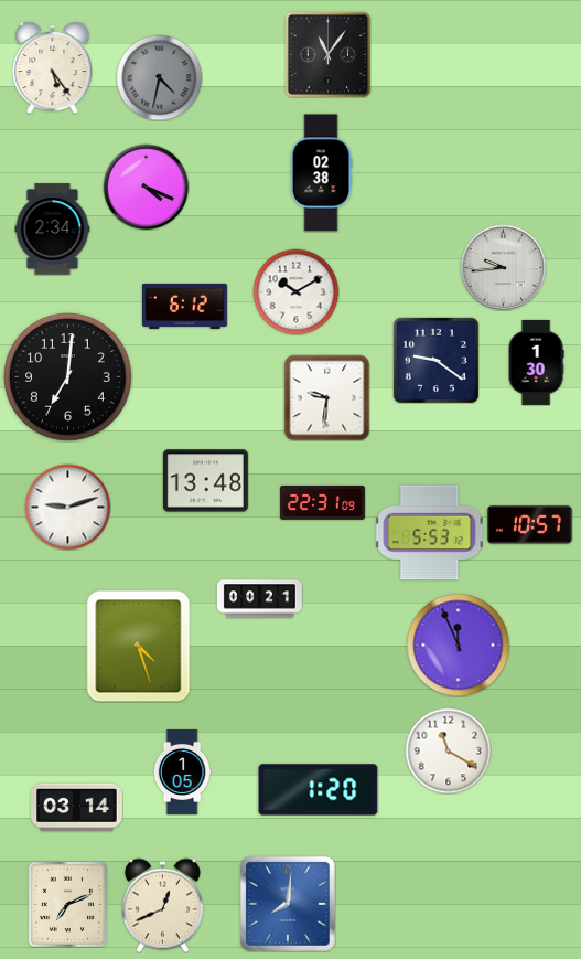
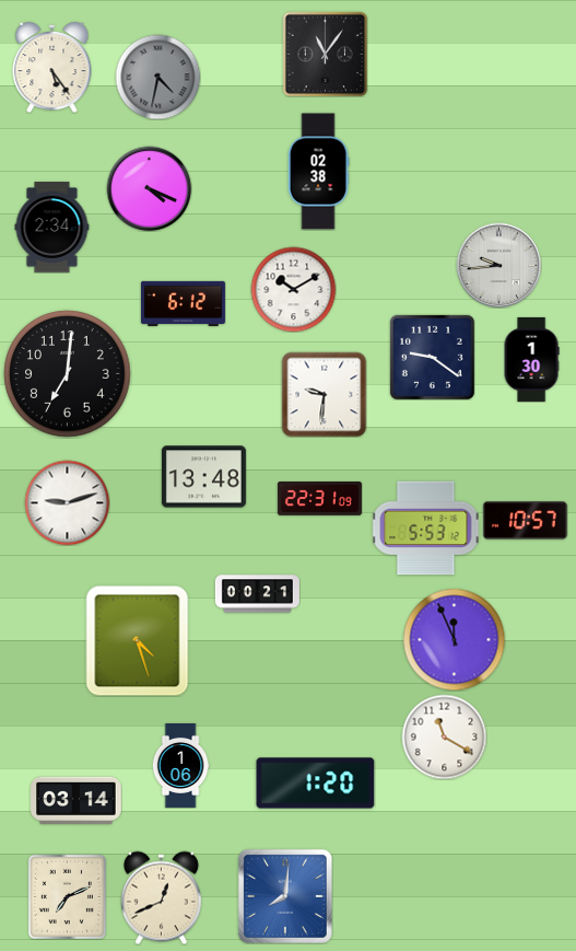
clock at (146, 187) position: (146, 187) -> (149, 188)
clock at (448, 750) position: (448, 750) -> (444, 737)
clock at (182, 771): 1:05 -> 1:06
